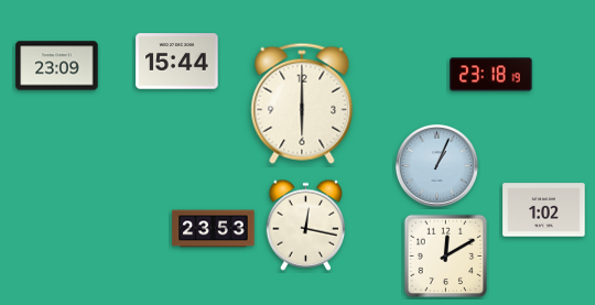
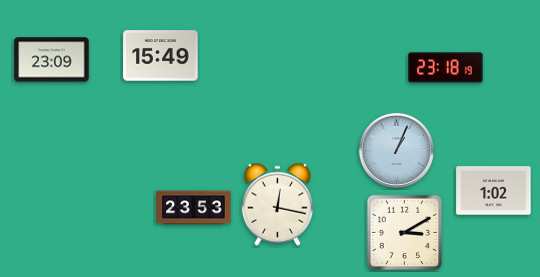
clock at (177, 62): 15:44 -> 15:49
clock at (302, 104): 6:00 -> none
clock at (446, 257): 12:10 -> 3:10
